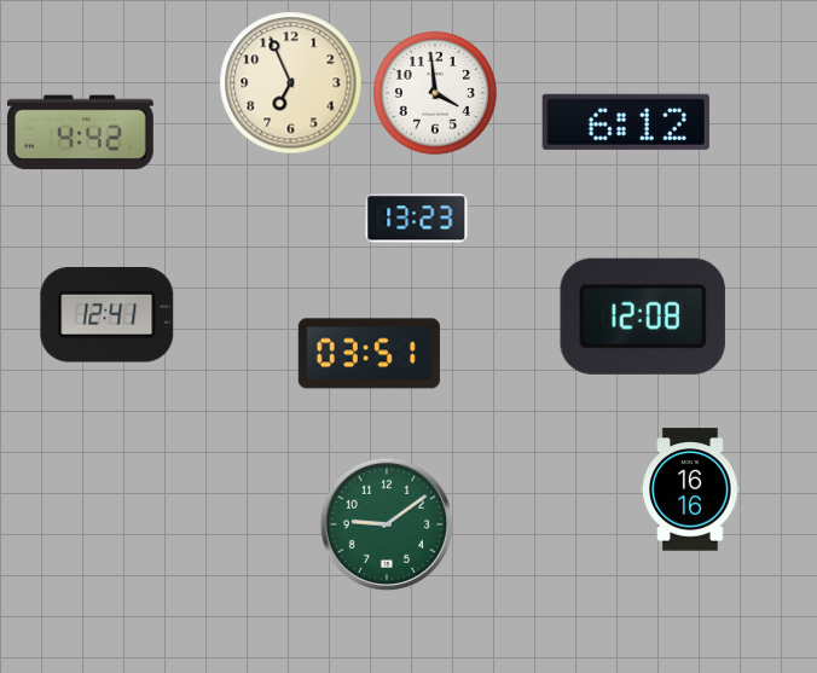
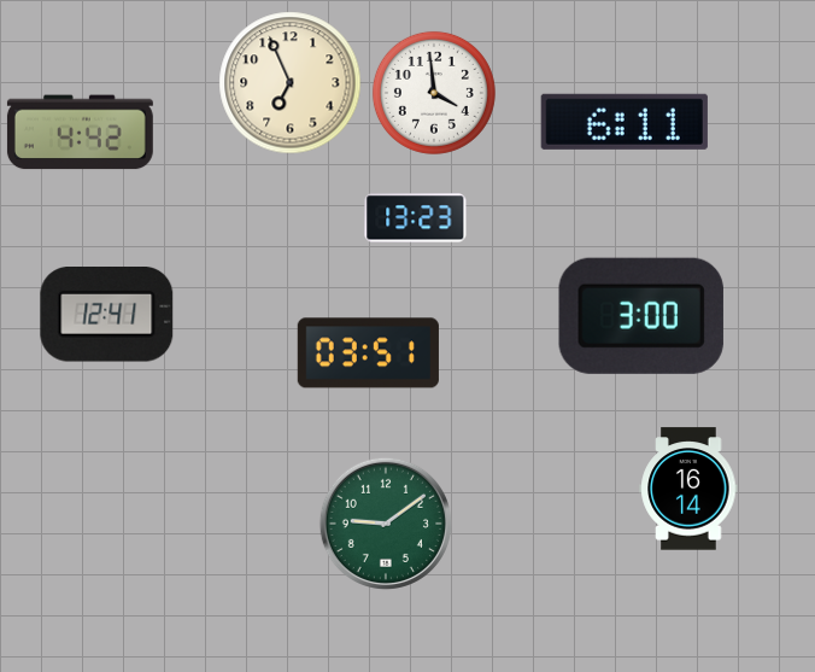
clock at (626, 122): 6:12 -> 6:11
clock at (643, 317): 12:08 -> 3:00
clock at (690, 489): 16:16 -> 16:14
